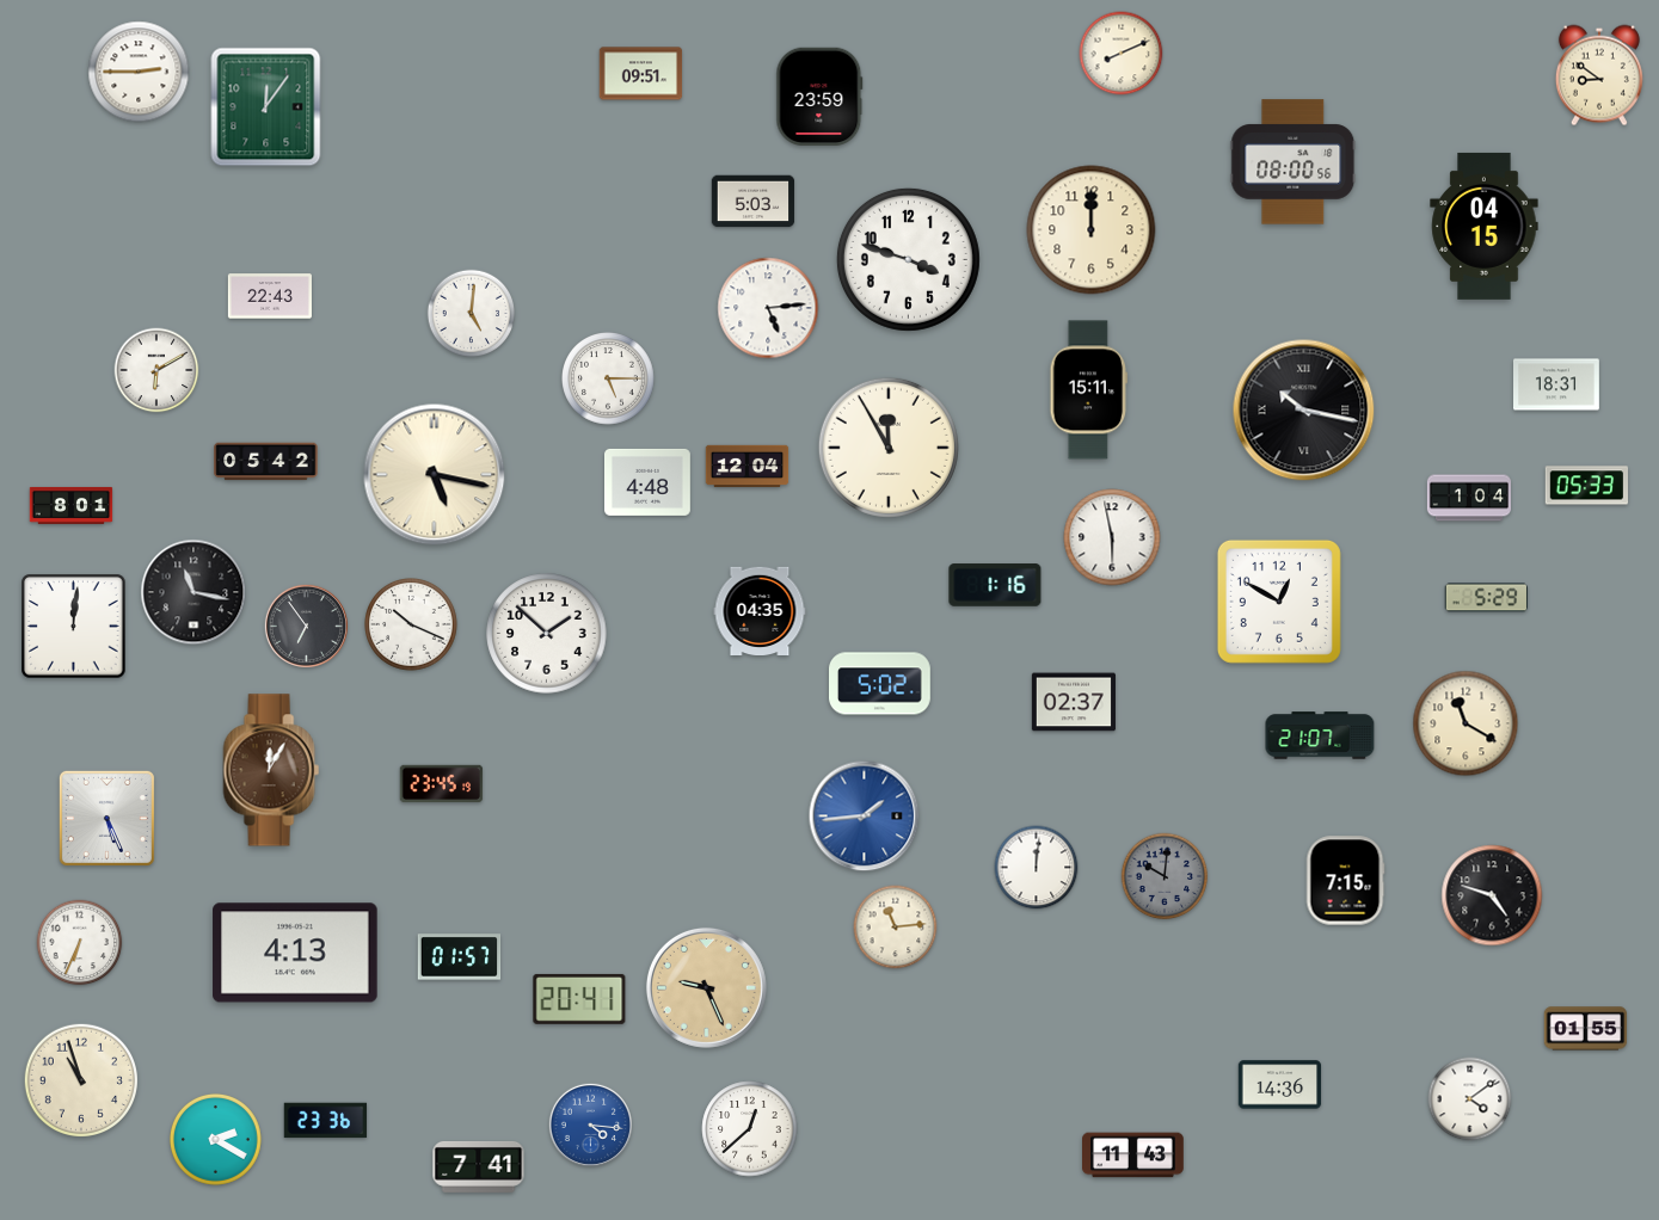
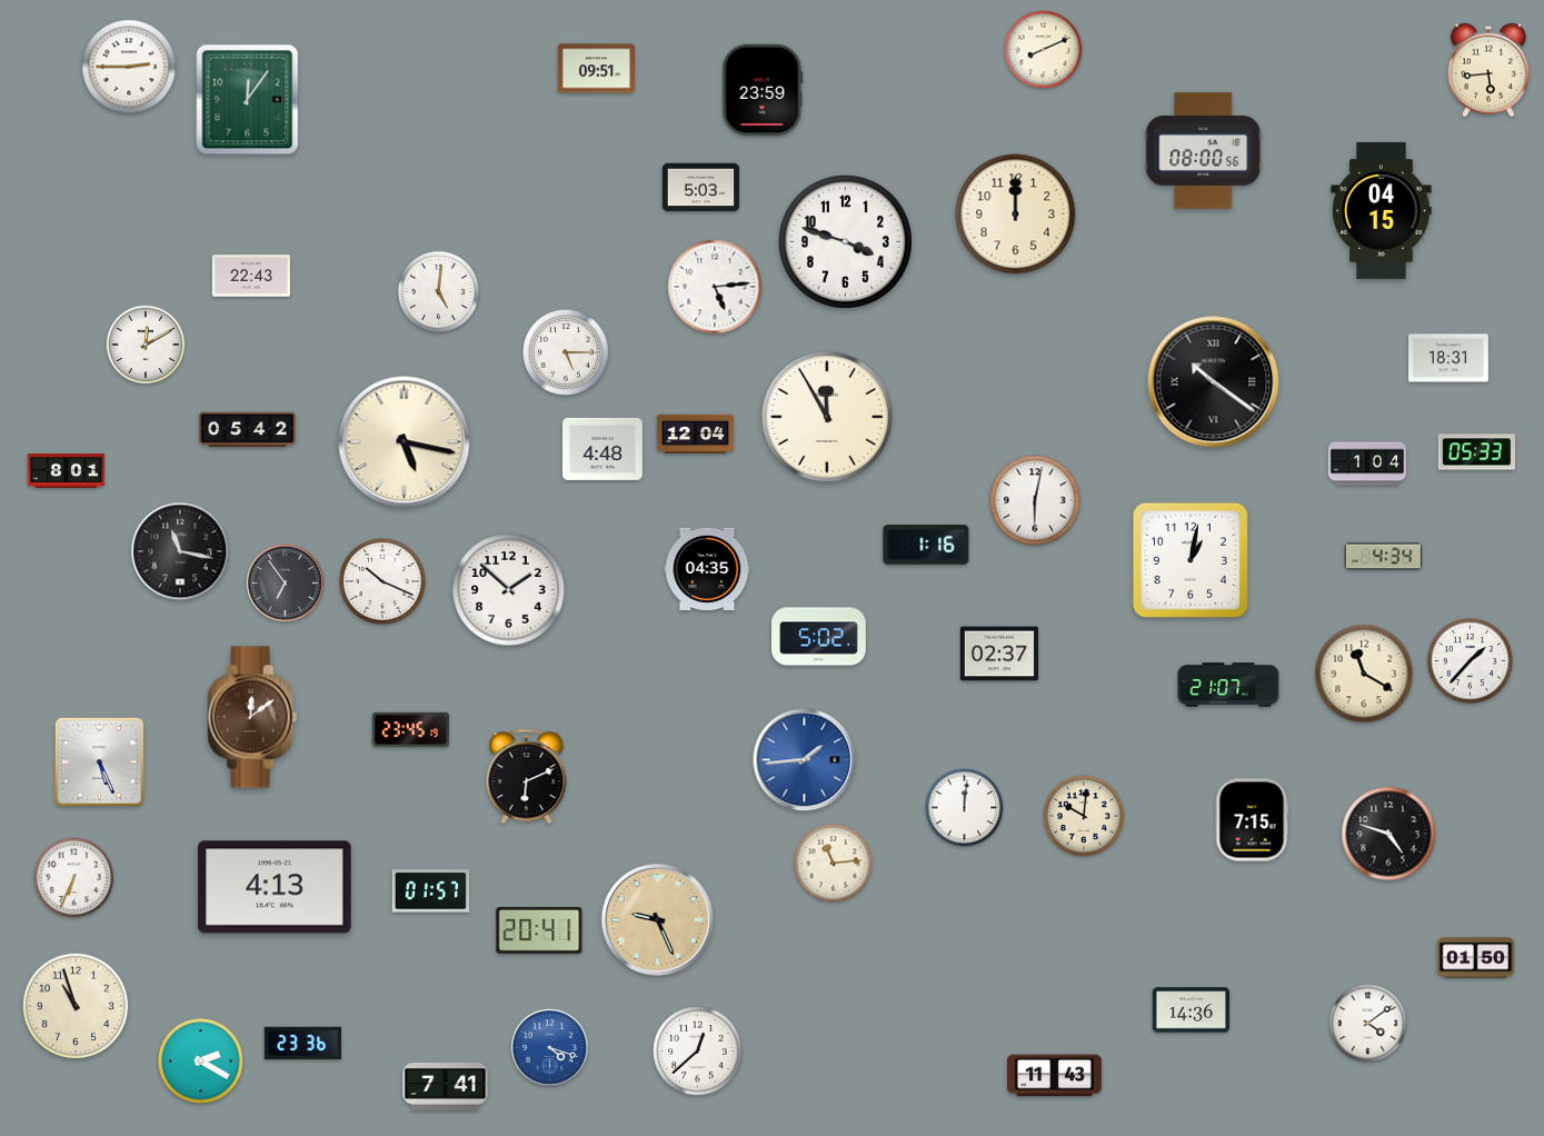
clock at (1599, 75): 8:51 -> 5:44
clock at (156, 370): 6:10 -> 12:10
clock at (1088, 390): 15:11 -> none
clock at (1304, 411): 10:17 -> 10:21
clock at (1112, 537): 5:58 -> 6:02
clock at (1487, 598): 5:29 -> 4:34
clock at (1279, 602): 12:50 -> 1:02
clock at (74, 627): 12:01 -> none
clock at (1470, 660): none -> 1:37
clock at (271, 770): 12:05 -> 12:09
clock at (527, 777): none -> 6:11
clock at (1165, 876) dial: grey -> cream
clock at (460, 957) position: (460, 957) -> (431, 891)
clock at (1586, 1029): 01:55 -> 01:50
clock at (590, 1125): 4:16 -> 4:18
